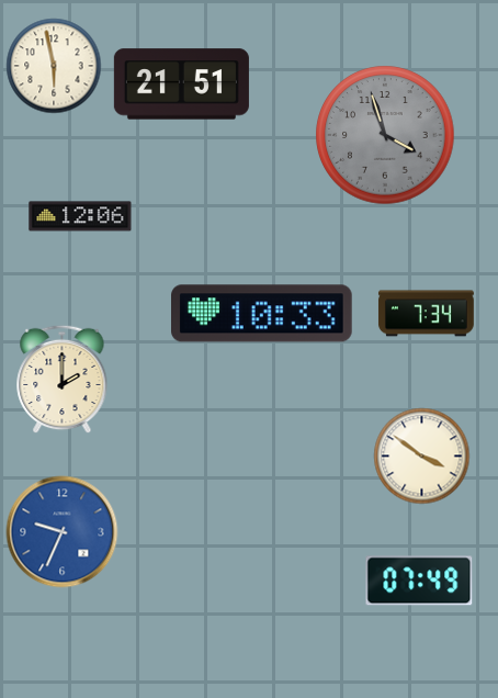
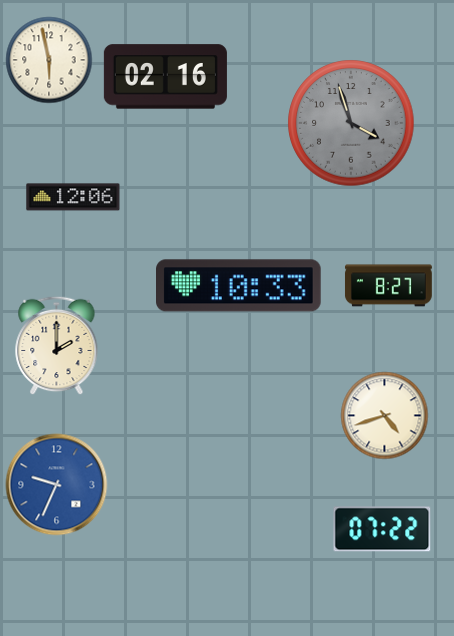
clock at (181, 85): 21:51 -> 02:16
clock at (426, 314): 7:34 -> 8:27
clock at (422, 457): 3:51 -> 4:42
clock at (419, 581): 07:49 -> 07:22
